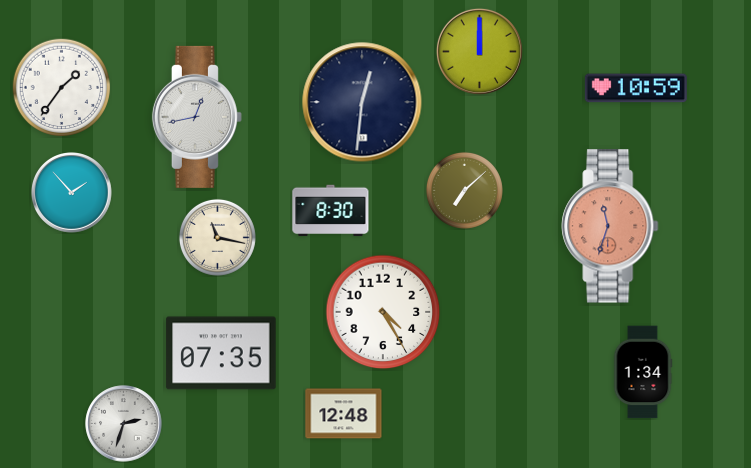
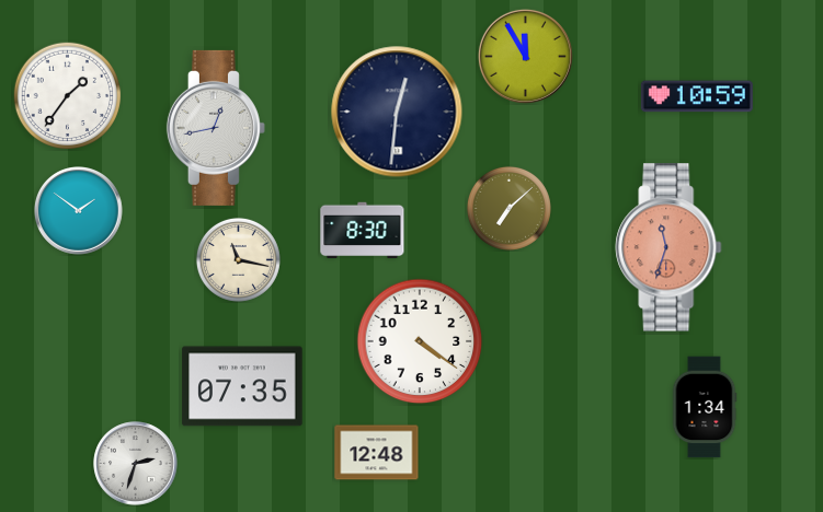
clock at (479, 51): 12:00 -> 11:55
clock at (72, 193): 1:53 -> 1:51
clock at (383, 312): 4:25 -> 4:21
